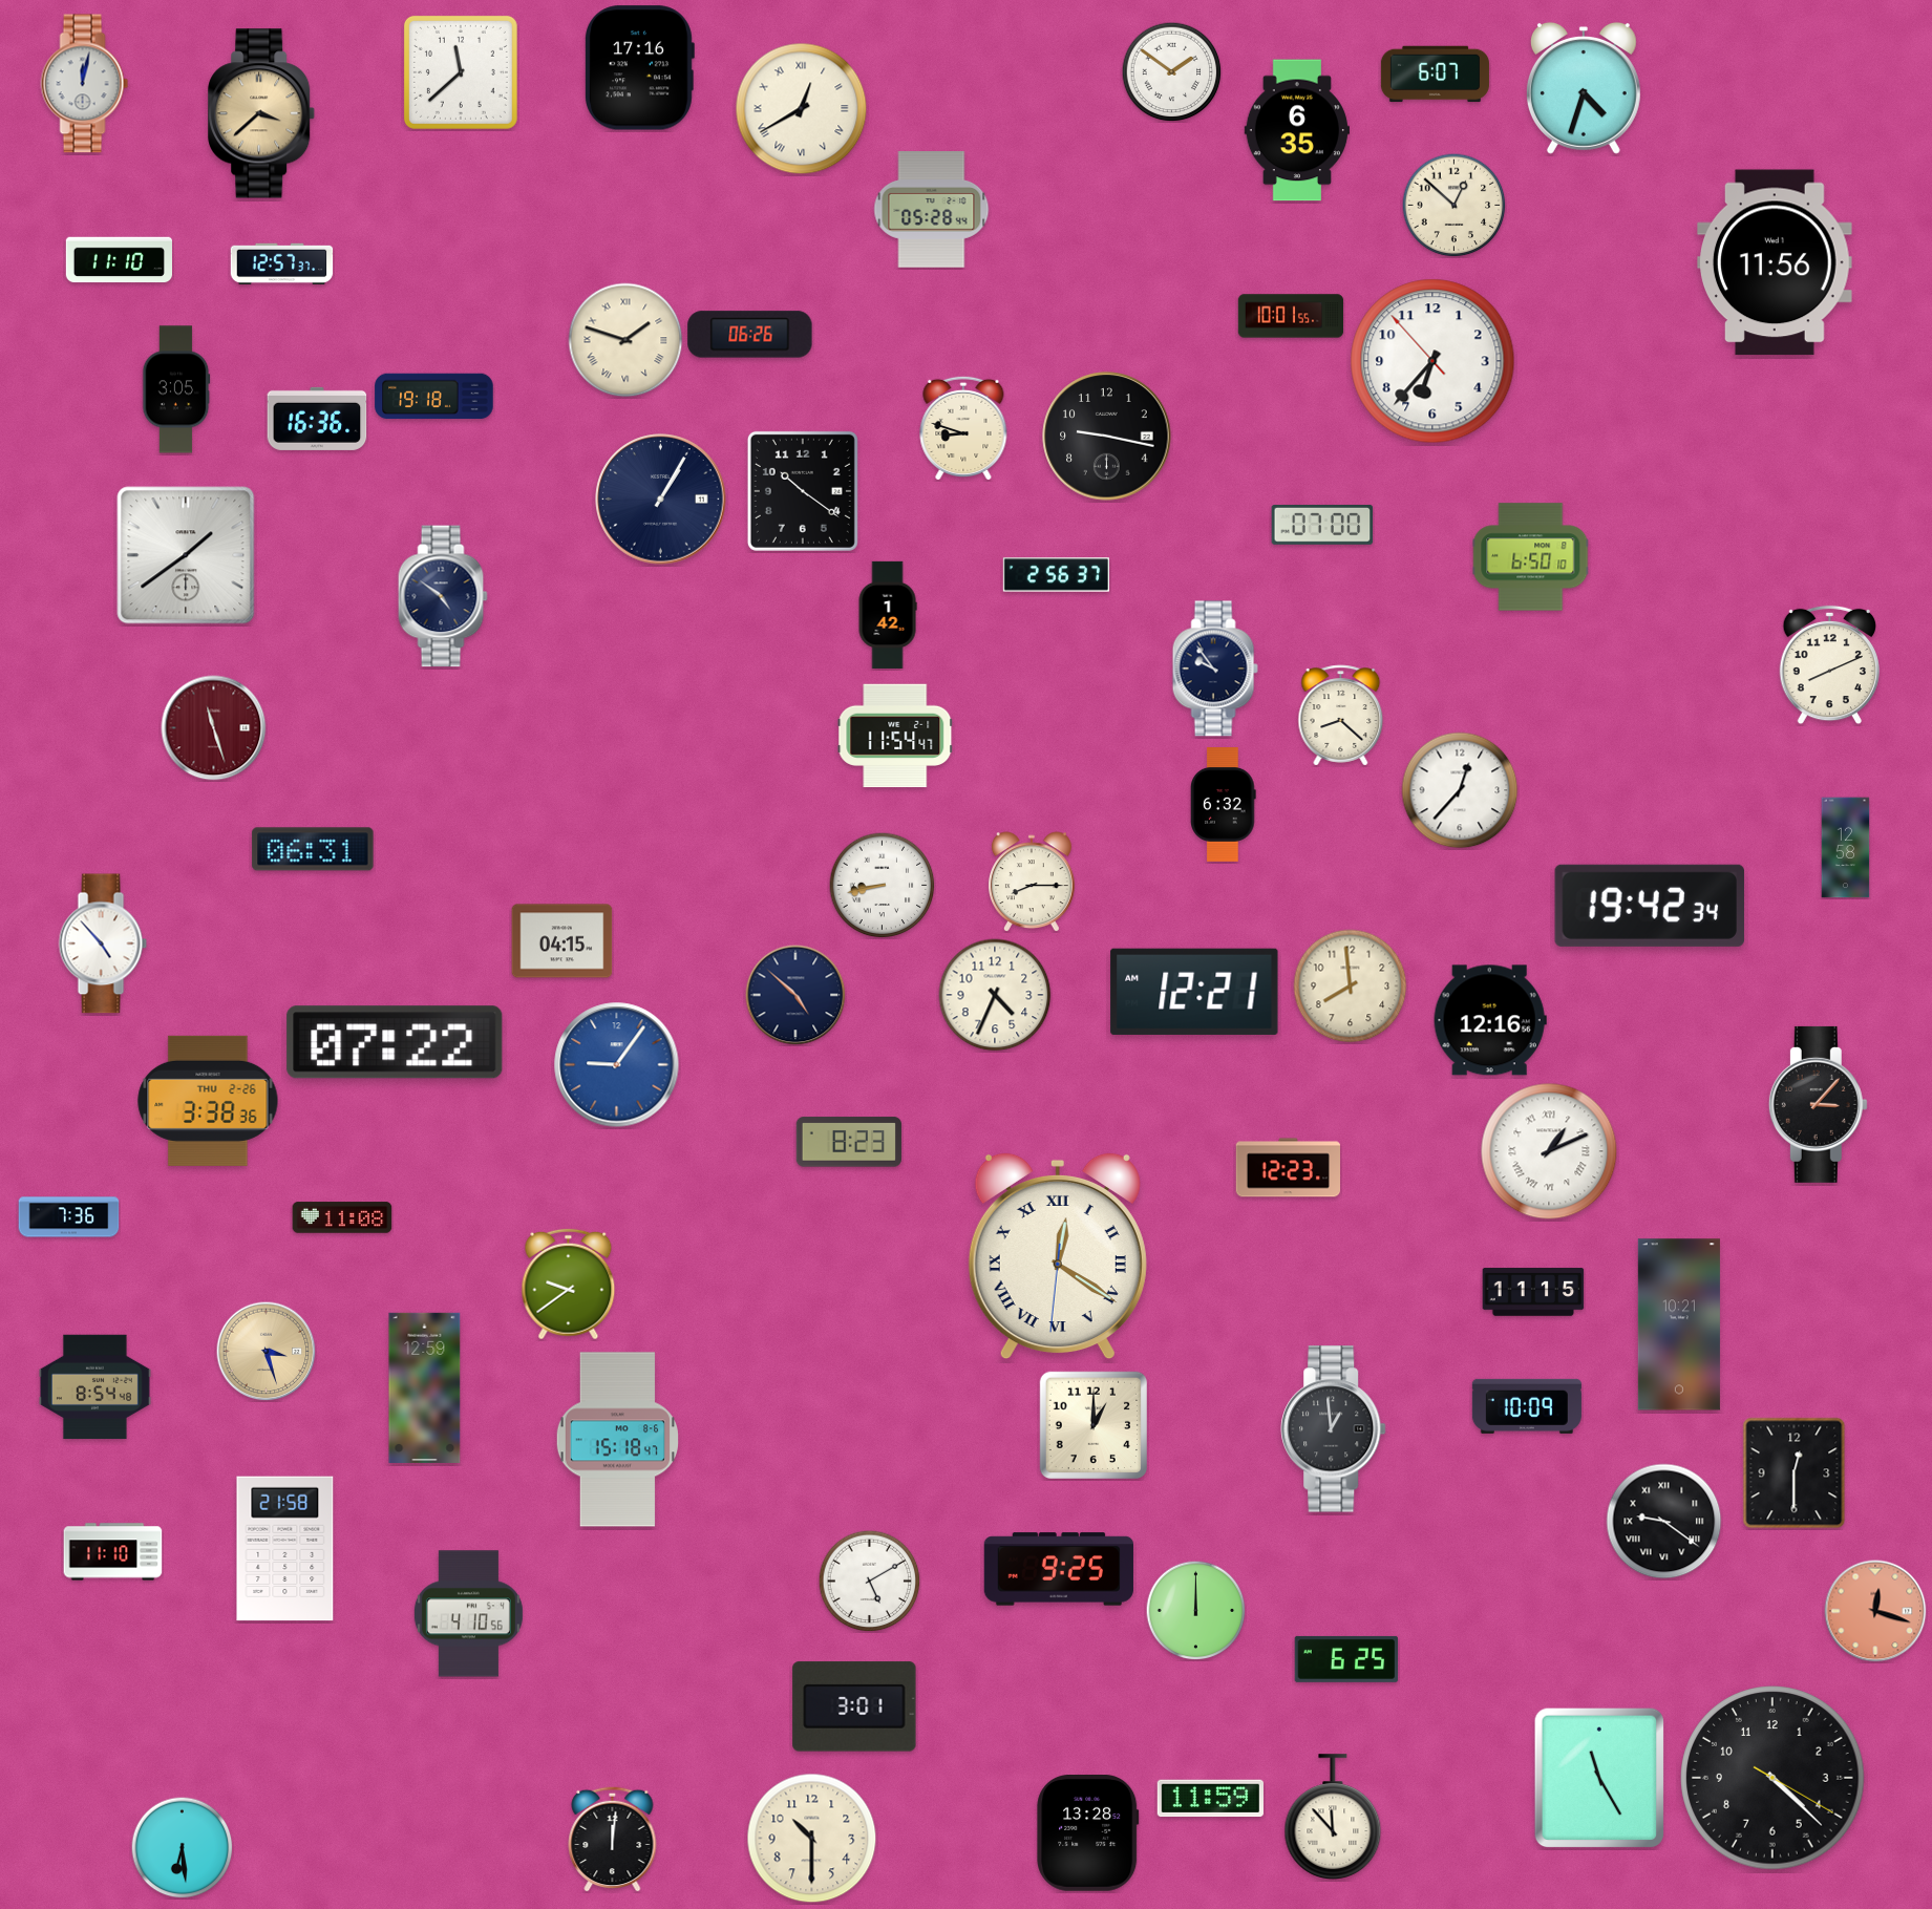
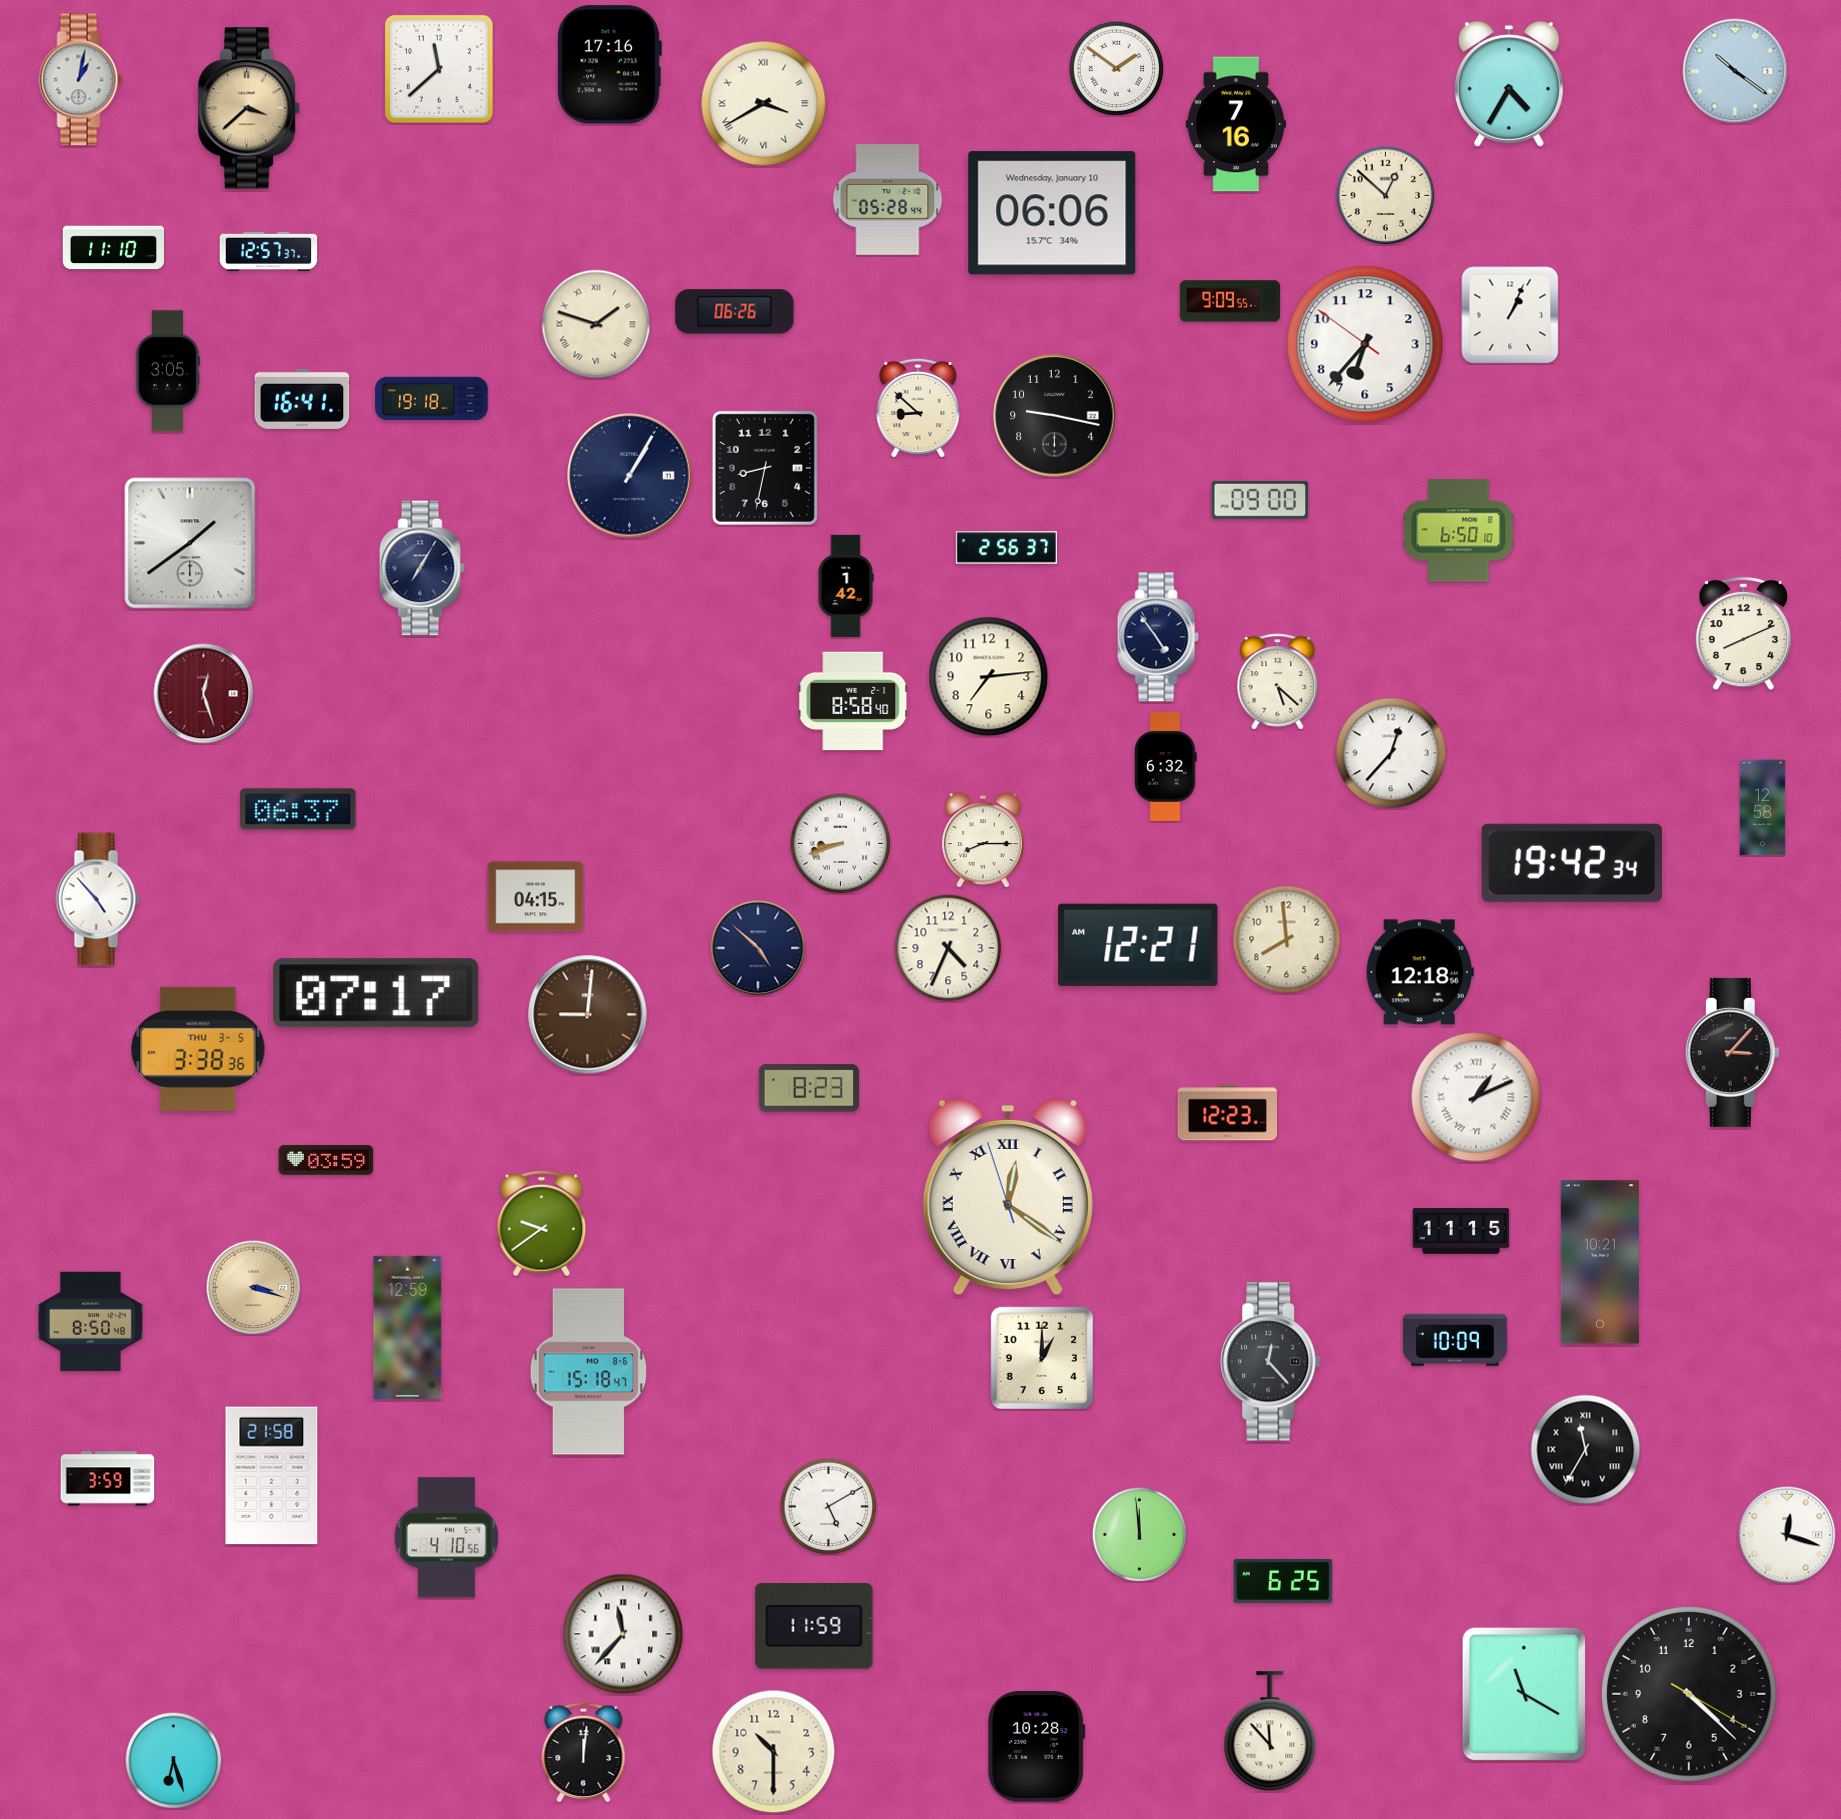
clock at (1435, 75): 6:07 -> none
clock at (1735, 71): none -> 10:21
clock at (85, 84): 12:02 -> 1:02
clock at (1584, 88): 4:33 -> 4:35
clock at (802, 109): 12:40 -> 3:40
clock at (1296, 130): 6:35 -> 7:16
clock at (1052, 213): none -> 06:06
clock at (1776, 262): 11:56 -> none
clock at (1291, 316): 10:01 -> 9:09
clock at (1510, 315): none -> 1:04
clock at (750, 335) position: (750, 335) -> (735, 312)
clock at (1432, 361): 6:36:53 -> 6:36:51
clock at (434, 397) position: (434, 397) -> (432, 399)
clock at (317, 419): 16:36 -> 16:41
clock at (963, 428): 8:48 -> 8:52
clock at (803, 491): 10:21 -> 8:32
clock at (1322, 525): 07:00 -> 09:00
clock at (186, 555) position: (186, 555) -> (190, 543)
clock at (443, 596): 4:51 -> 7:05
clock at (1215, 669): 9:54 -> 4:54
clock at (989, 677): none -> 7:14
clock at (1341, 716): 8:22 -> 5:22
clock at (214, 728): 11:27 -> 12:27
clock at (895, 736): 11:54 -> 8:58
clock at (1846, 848) position: (1846, 848) -> (1763, 808)
clock at (313, 849): 06:31 -> 06:37
clock at (883, 886): 8:43 -> 8:42
clock at (1490, 1020): 12:16 -> 12:18
clock at (395, 1042): 07:22 -> 07:17
clock at (617, 1065): 9:06 -> 9:01
clock at (617, 1065) dial: blue -> brown
clock at (208, 1101) date: THU 2-26 -> THU 3-5
clock at (69, 1217): 7:36 -> none
clock at (342, 1217): 11:08 -> 03:59
clock at (1058, 1256): 12:20:31 -> 12:20:57
clock at (266, 1351): 3:27 -> 3:18
clock at (94, 1387): 8:54 -> 8:50
clock at (425, 1387) position: (425, 1387) -> (408, 1327)
clock at (1334, 1429): 12:59 -> 12:23
clock at (1795, 1473): 12:30 -> none
clock at (1664, 1522): 9:21 -> 11:35
clock at (113, 1552): 11:10 -> 3:59
clock at (1059, 1569): 9:25 -> none
clock at (1195, 1610): 12:00 -> 11:59
clock at (1875, 1611) dial: salmon -> white
clock at (854, 1706): 3:01 -> 11:59
clock at (623, 1634): none -> 11:37
clock at (1599, 1778): 11:25 -> 11:20
clock at (1210, 1799): 11:59 -> none
clock at (1088, 1833): 13:28 -> 10:28
clock at (182, 1847): 6:29 -> 6:27
